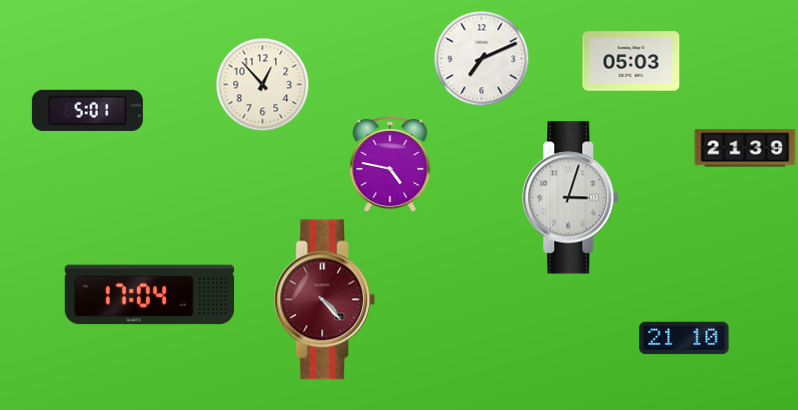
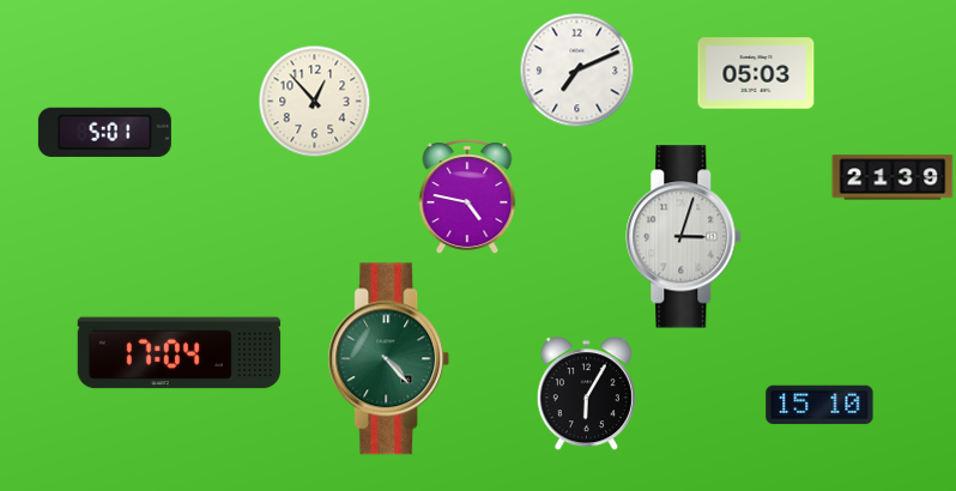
clock at (325, 300) dial: burgundy -> green
clock at (586, 394): none -> 6:05
clock at (684, 338): 21:10 -> 15:10
